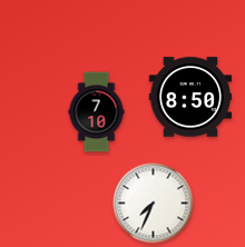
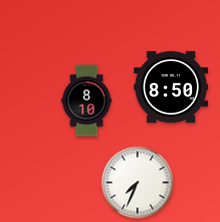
clock at (97, 112): 7:10 -> 8:10
